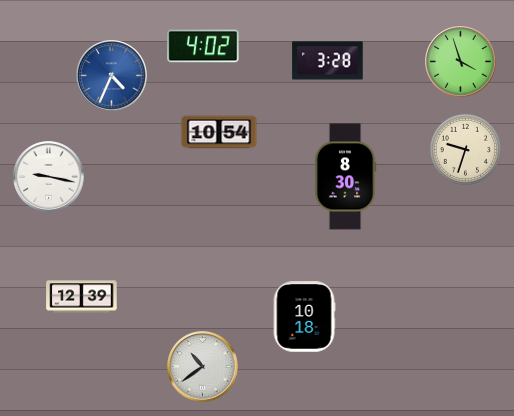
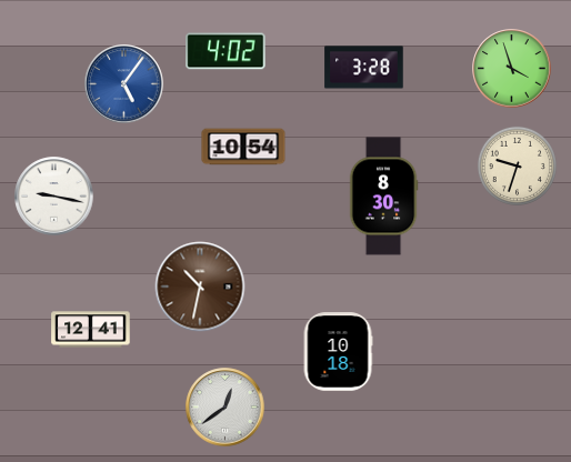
clock at (112, 76): 4:34 -> 5:06
clock at (200, 287): none -> 10:32
clock at (82, 297): 12:39 -> 12:41
clock at (203, 367): 10:39 -> 12:39
